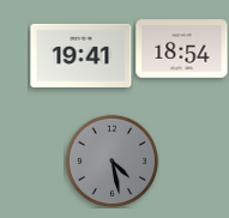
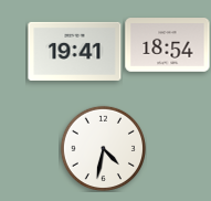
clock at (112, 161): 4:28 -> 4:32
clock at (112, 161) dial: grey -> white
